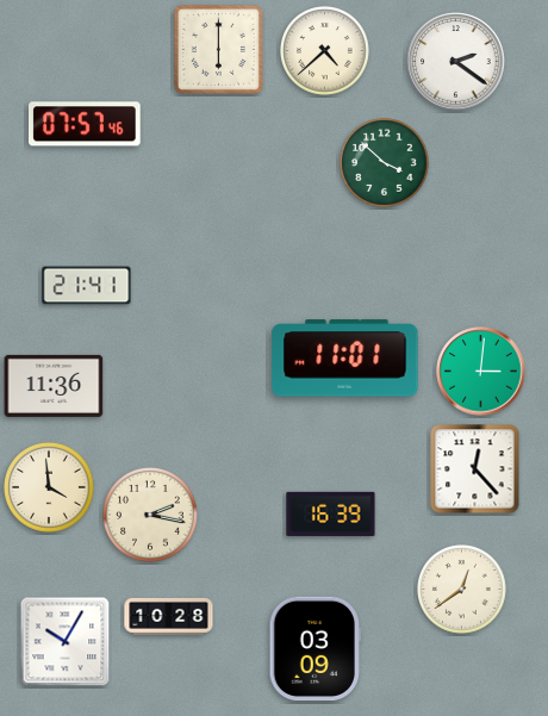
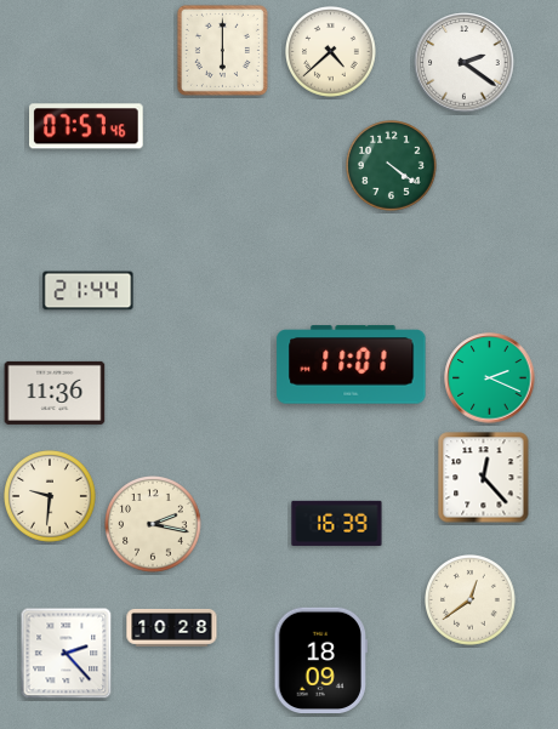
clock at (385, 163): 3:52 -> 4:21
clock at (87, 286): 21:41 -> 21:44
clock at (481, 372): 3:01 -> 2:19
clock at (50, 488): 3:59 -> 9:31
clock at (66, 642): 10:05 -> 2:23
clock at (315, 648): 03:09 -> 18:09
